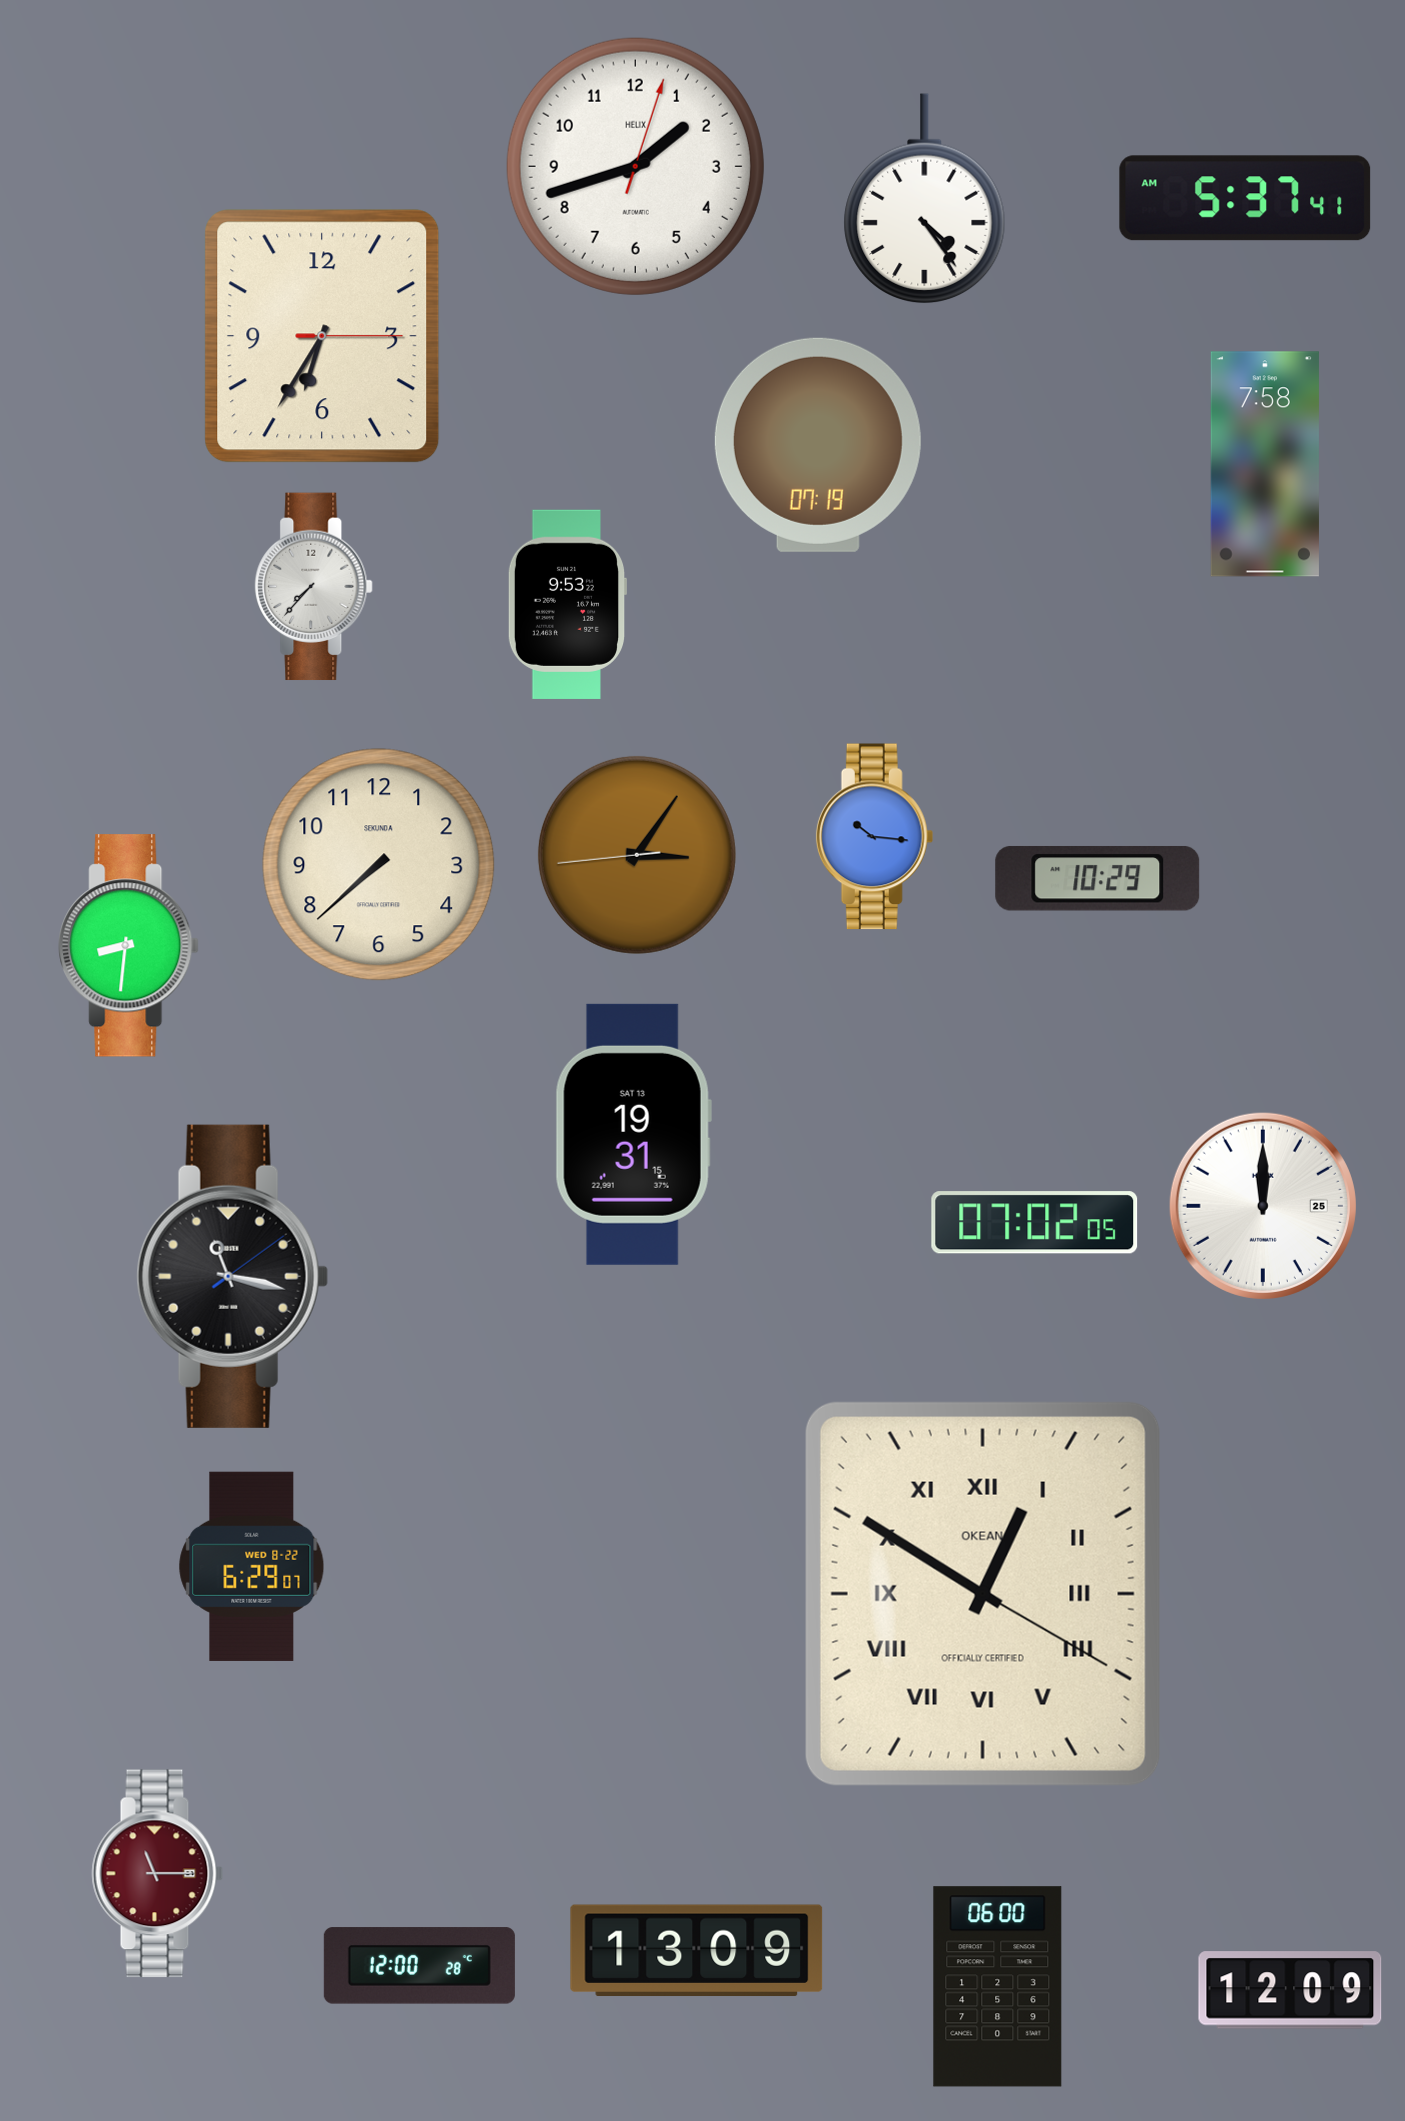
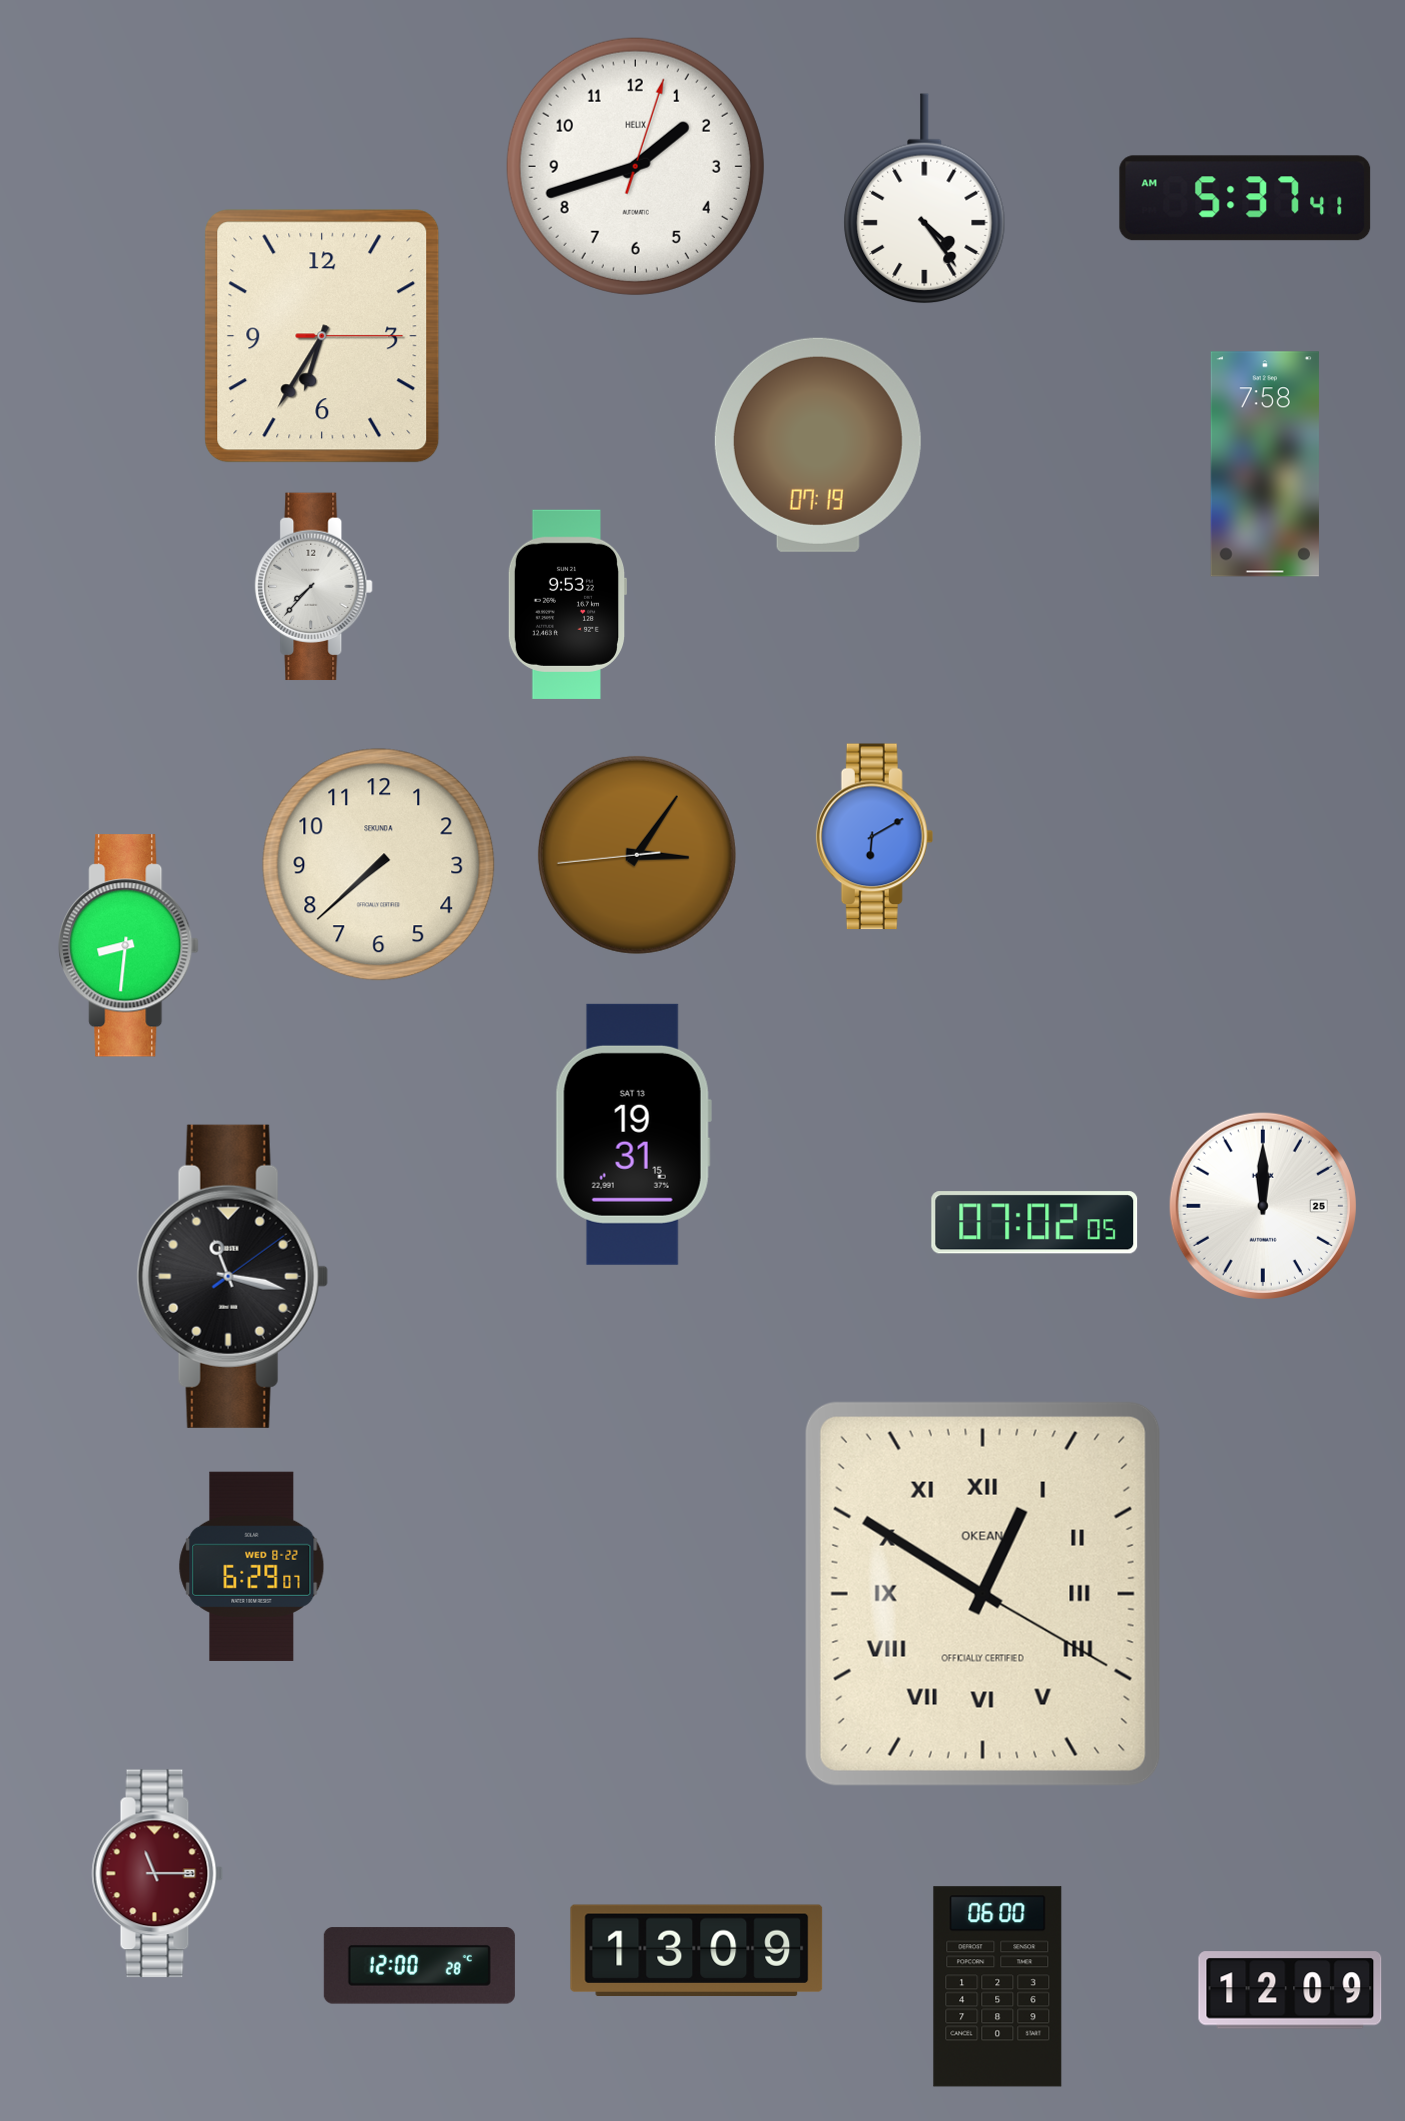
clock at (875, 837): 10:16 -> 6:10
clock at (1098, 878): 10:29 -> none
